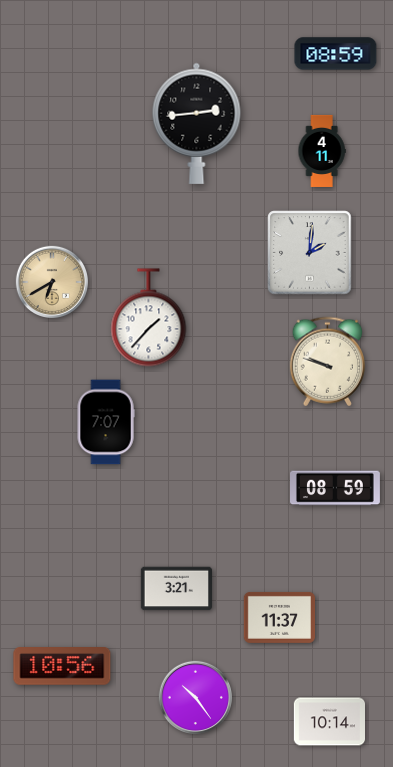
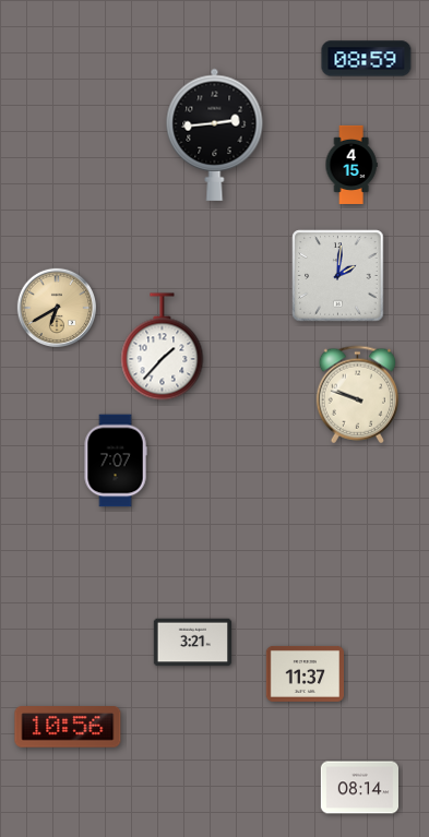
clock at (322, 151): 4:11 -> 4:15
clock at (336, 488): 08:59 -> none
clock at (195, 697): 10:24 -> none
clock at (330, 722): 10:14 -> 08:14
